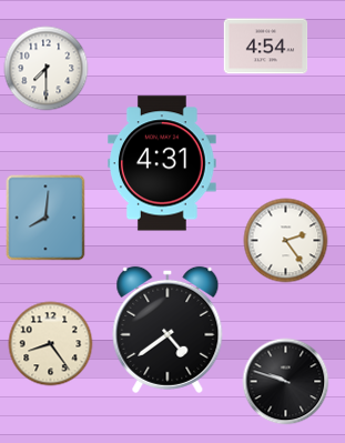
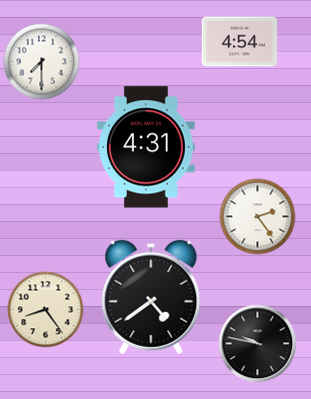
clock at (45, 218): 8:01 -> none
clock at (286, 382): 9:48 -> 9:47
